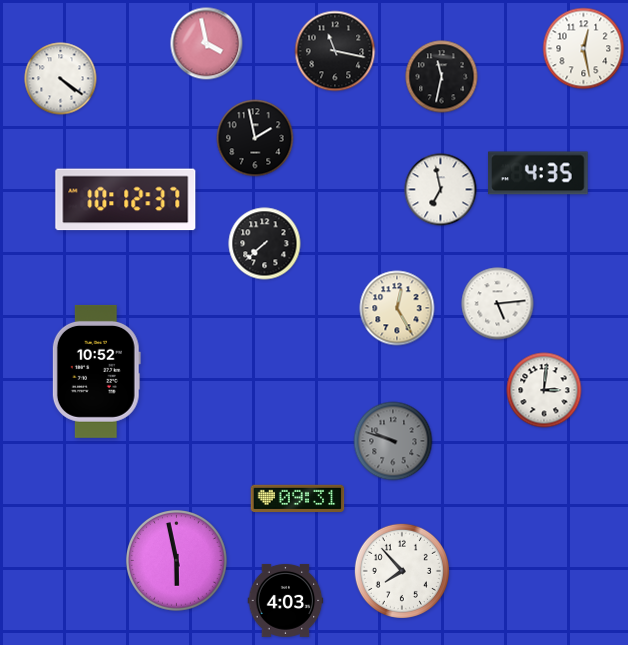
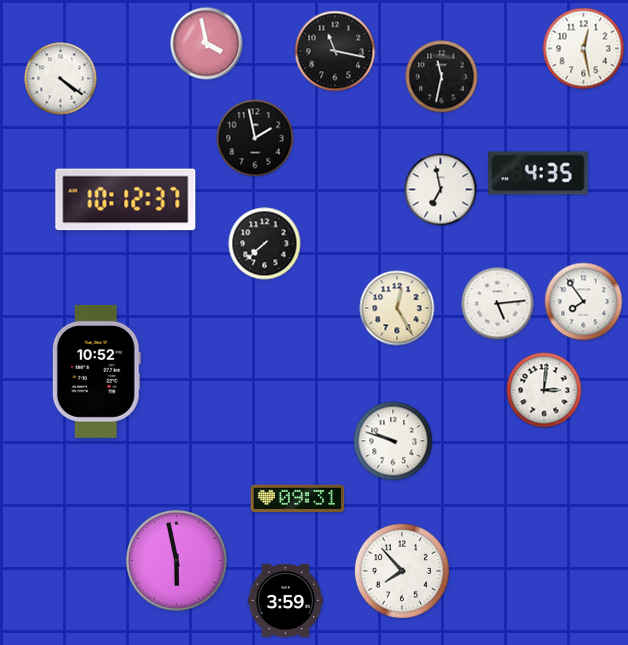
clock at (584, 302): none -> 7:54
clock at (393, 441) dial: grey -> white
clock at (286, 600): 4:03 -> 3:59
